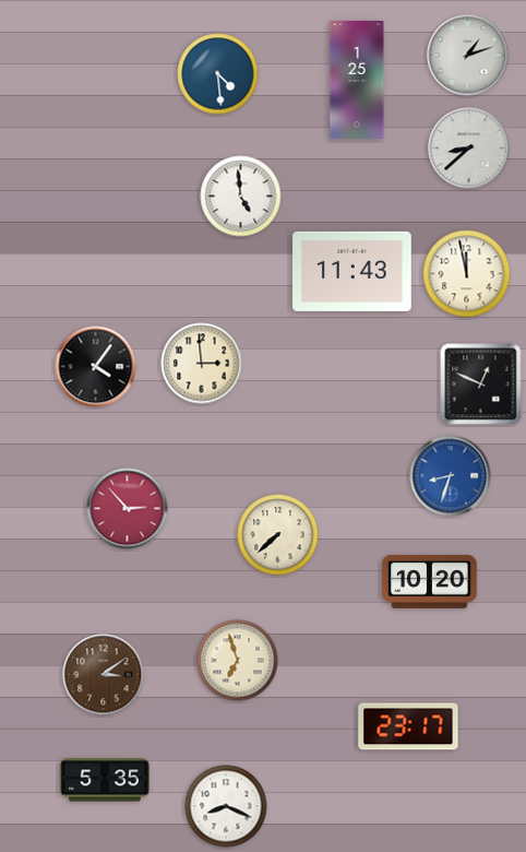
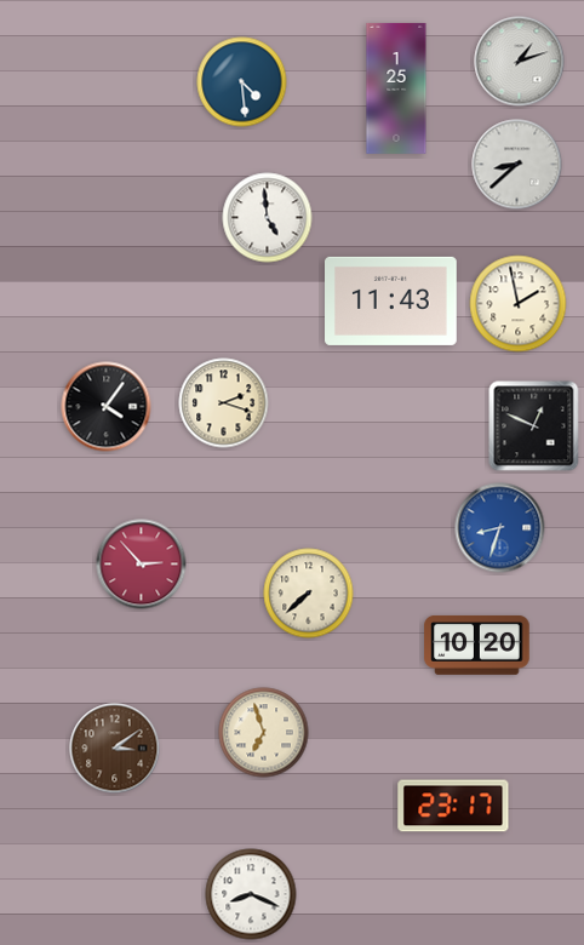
clock at (469, 149) position: (469, 149) -> (517, 165)
clock at (467, 274): 11:58 -> 1:58
clock at (202, 364): 2:59 -> 2:18
clock at (105, 780): 5:35 -> none
